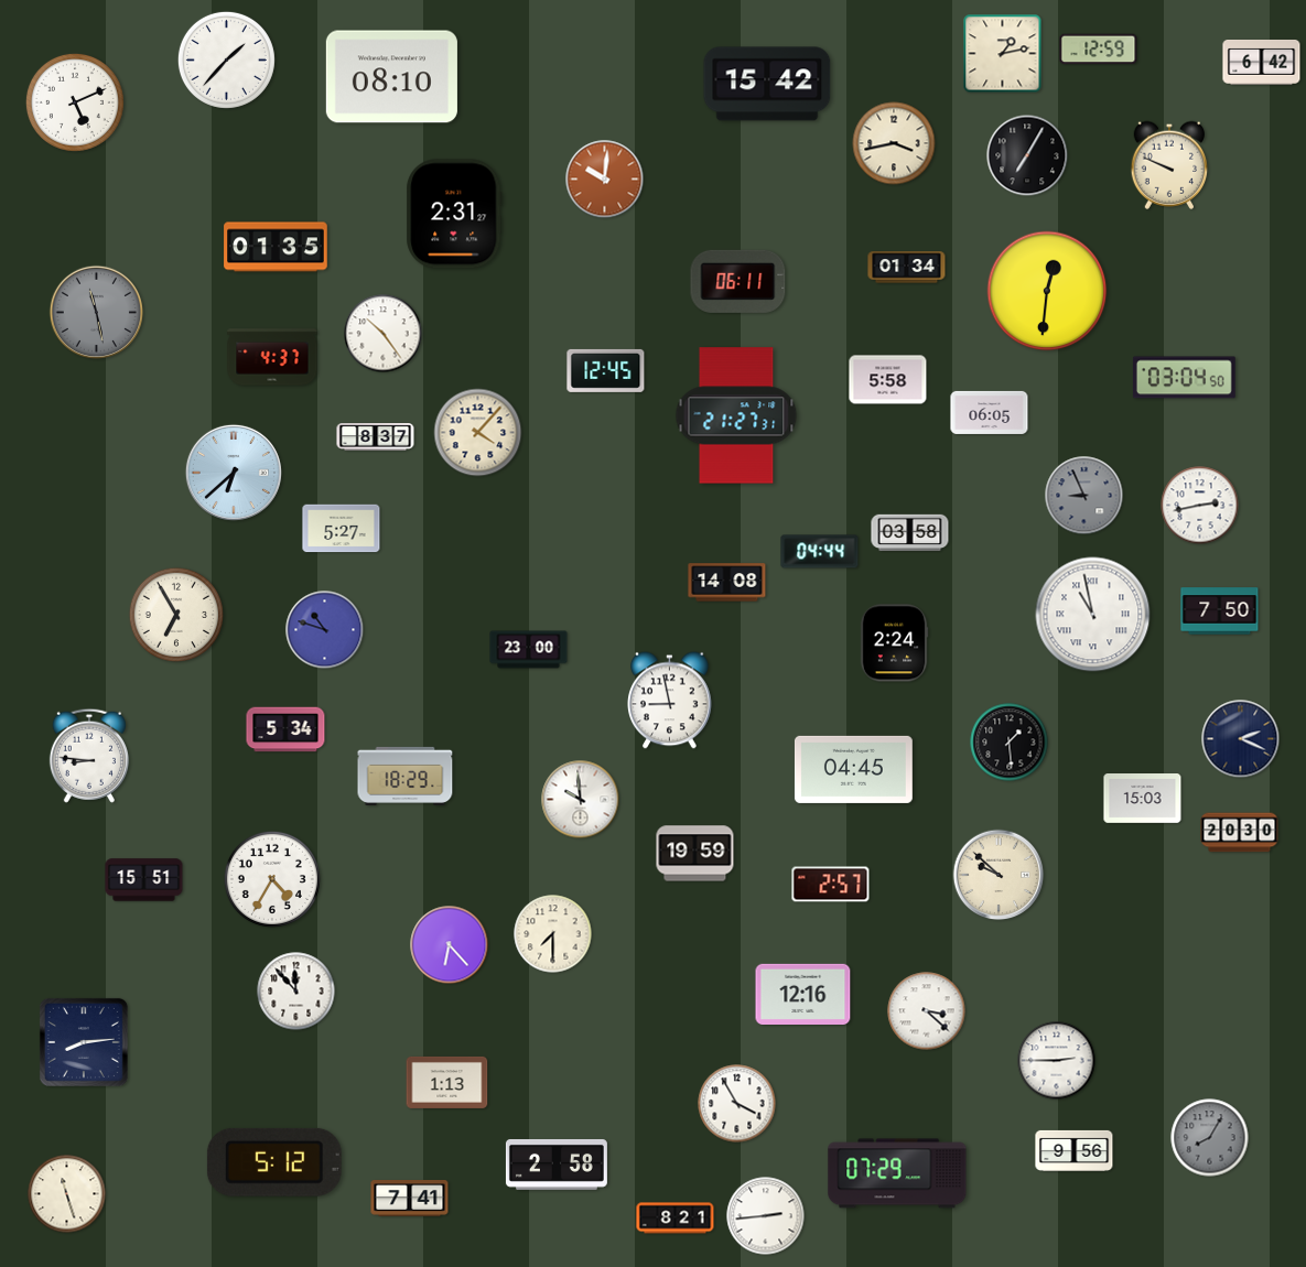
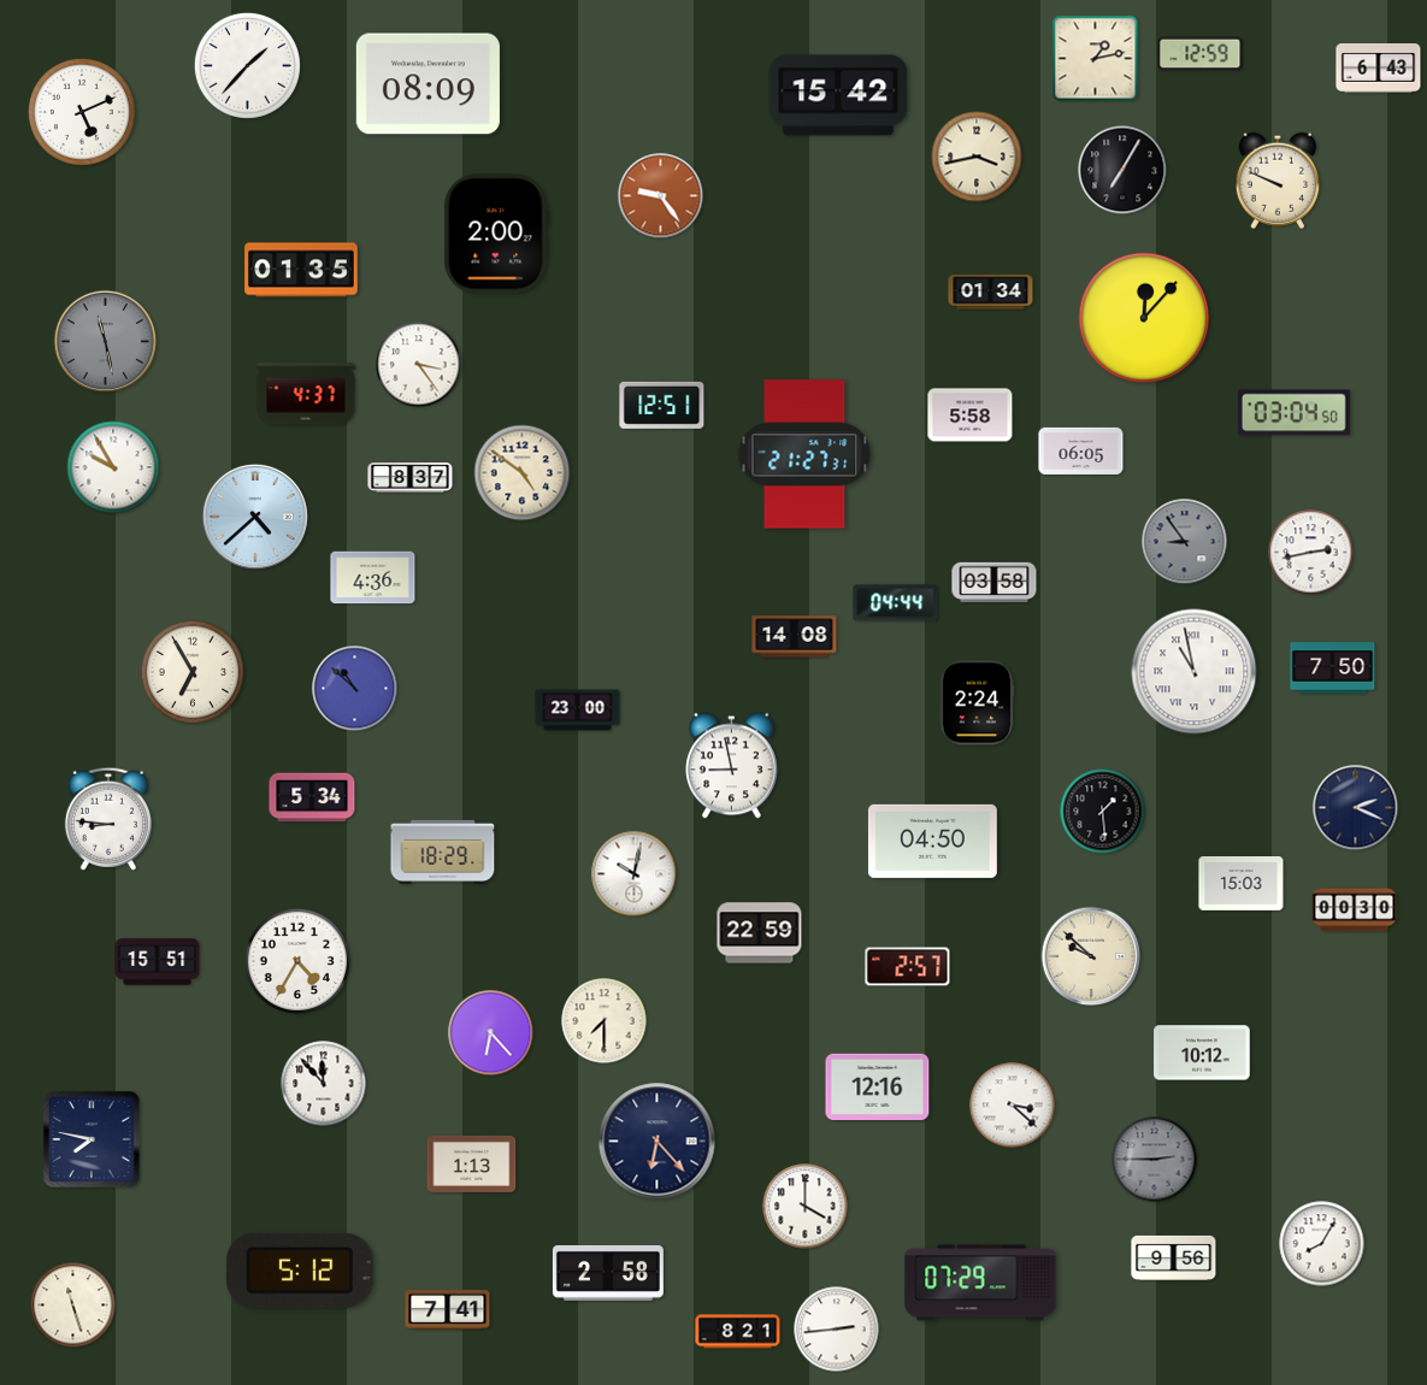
clock at (1262, 63): 6:42 -> 6:43
clock at (391, 77): 08:10 -> 08:09
clock at (767, 84) position: (767, 84) -> (838, 95)
clock at (605, 180): 10:01 -> 9:24
clock at (454, 214): 2:31 -> 2:00
clock at (738, 281): 06:11 -> none
clock at (1047, 291): 12:31 -> 12:07
clock at (384, 334): 10:24 -> 3:24
clock at (272, 357) position: (272, 357) -> (306, 394)
clock at (606, 370): 12:45 -> 12:51
clock at (113, 467): none -> 9:55
clock at (478, 433): 4:07 -> 4:51
clock at (234, 473): 6:38 -> 4:38
clock at (1084, 496): 8:56 -> 8:54
clock at (342, 529): 5:27 -> 4:36
clock at (325, 630): 10:48 -> 10:52
clock at (89, 756) position: (89, 756) -> (108, 819)
clock at (853, 769): 04:45 -> 04:50
clock at (406, 776) position: (406, 776) -> (443, 851)
clock at (1143, 799) position: (1143, 799) -> (1242, 884)
clock at (581, 800): 9:59 -> 10:02
clock at (1240, 833): 20:30 -> 00:30
clock at (695, 854): 19:59 -> 22:59
clock at (1202, 1053): none -> 10:12
clock at (84, 1042): 8:14 -> 7:47
clock at (658, 1142): none -> 6:23
clock at (1057, 1061) dial: white -> grey
clock at (447, 1082) position: (447, 1082) -> (472, 1163)
clock at (737, 1104): 3:55 -> 4:00
clock at (1210, 1138) dial: grey -> white
